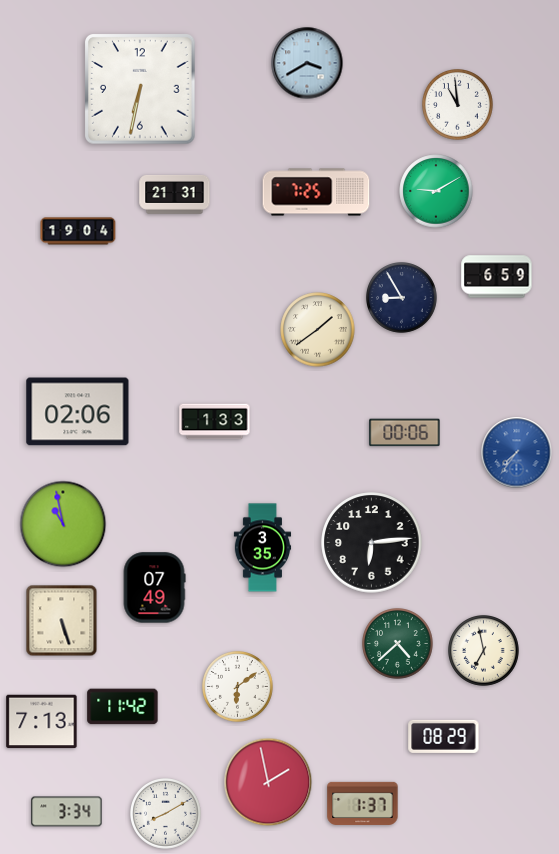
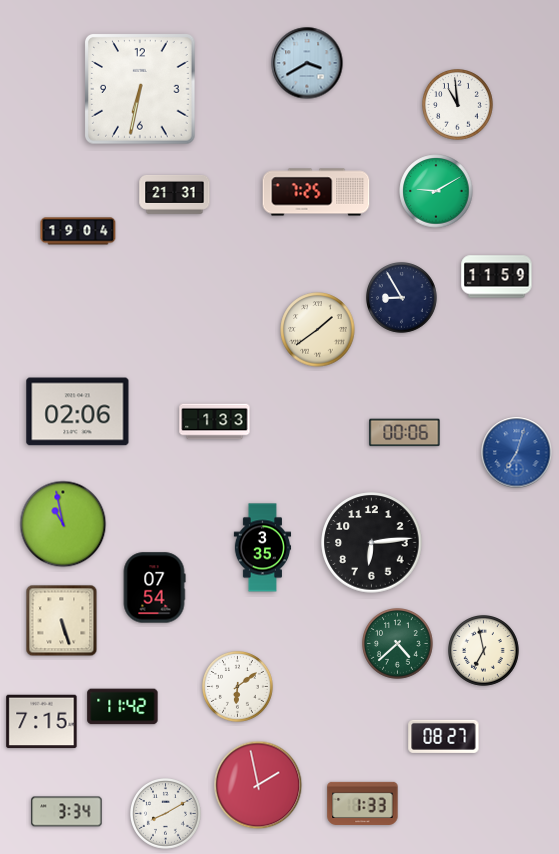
clock at (497, 277): 6:59 -> 11:59
clock at (517, 453): 7:36 -> 7:03
clock at (154, 588): 07:49 -> 07:54
clock at (42, 722): 7:13 -> 7:15
clock at (444, 736): 08:29 -> 08:27
clock at (268, 782) position: (268, 782) -> (258, 785)
clock at (363, 803): 1:37 -> 1:33
